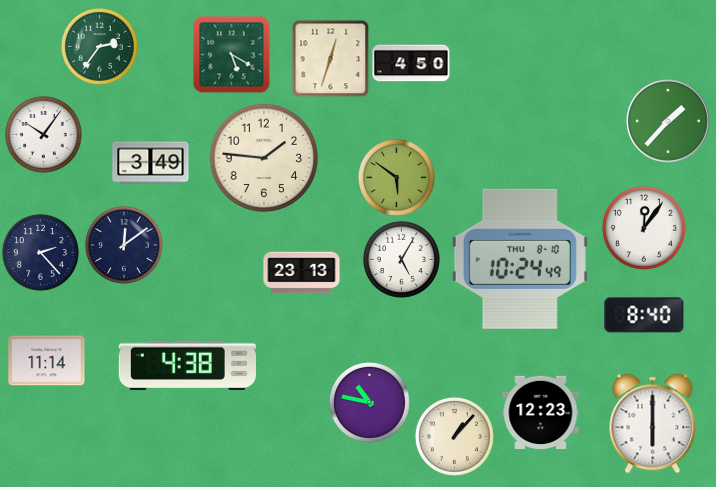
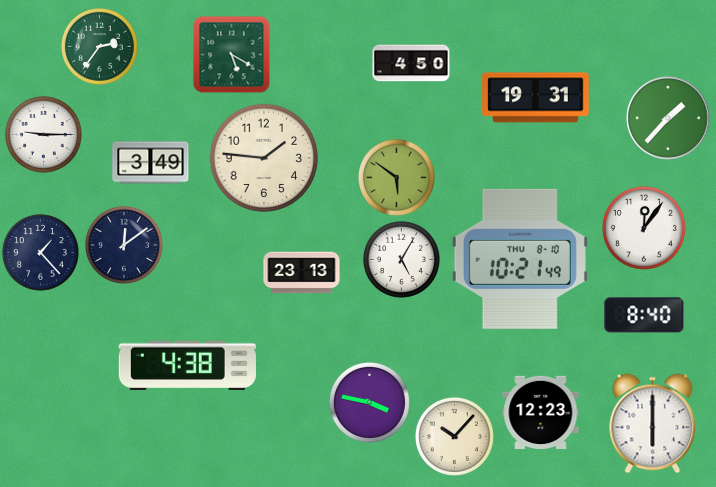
clock at (330, 58): 12:33 -> none
clock at (536, 98): none -> 19:31
clock at (668, 121) position: (668, 121) -> (668, 118)
clock at (43, 134): 10:06 -> 9:15
clock at (40, 252): 2:23 -> 1:23
clock at (520, 259): 10:24 -> 10:21
clock at (47, 361): 11:14 -> none
clock at (369, 402): 10:47 -> 3:47
clock at (454, 436): 1:07 -> 10:07
